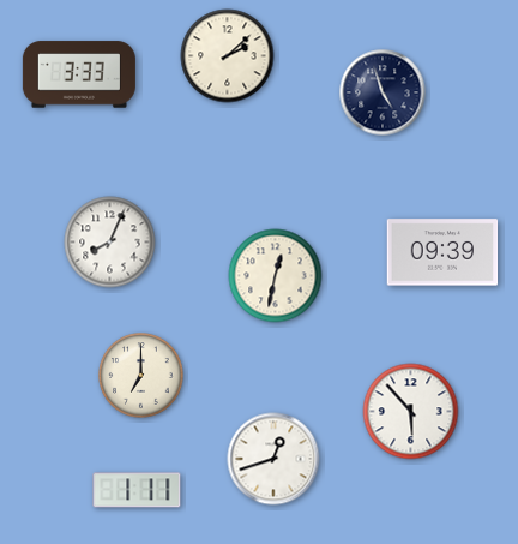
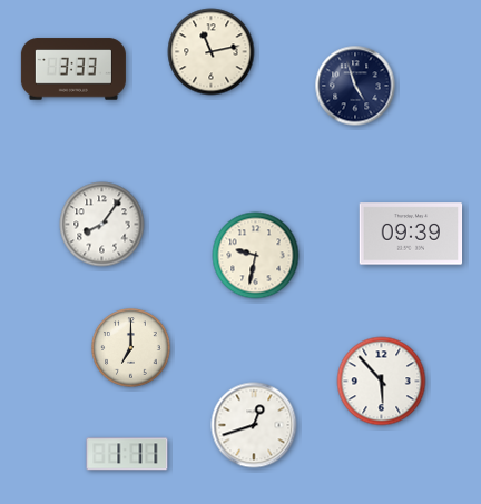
clock at (228, 56): 2:08 -> 11:13
clock at (110, 243): 8:04 -> 8:06
clock at (276, 276): 12:32 -> 9:32
